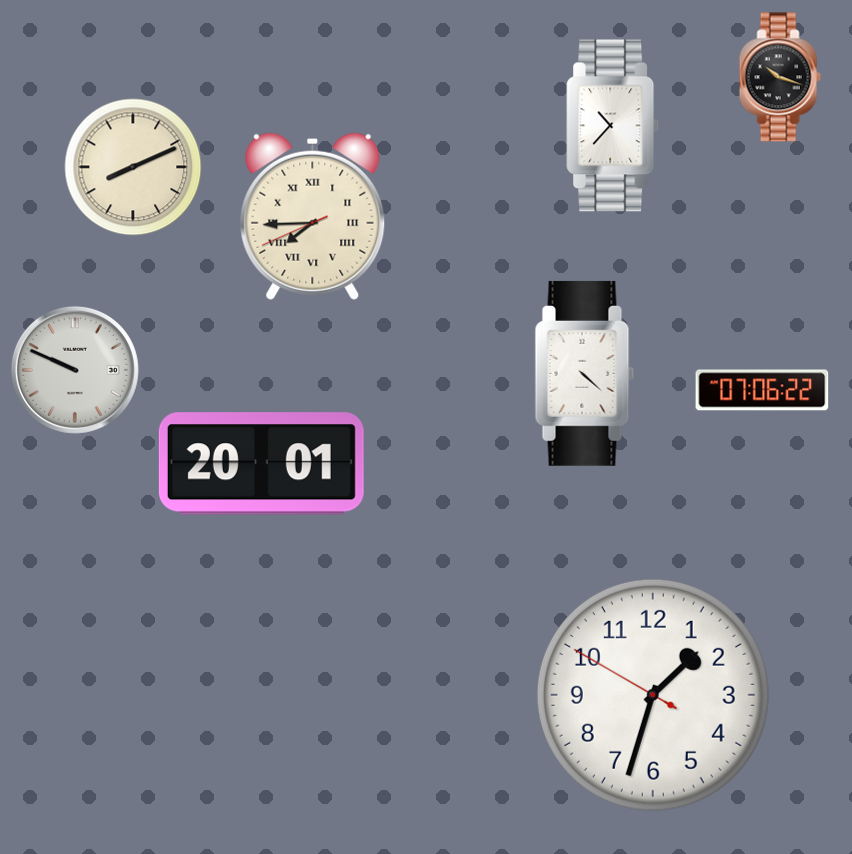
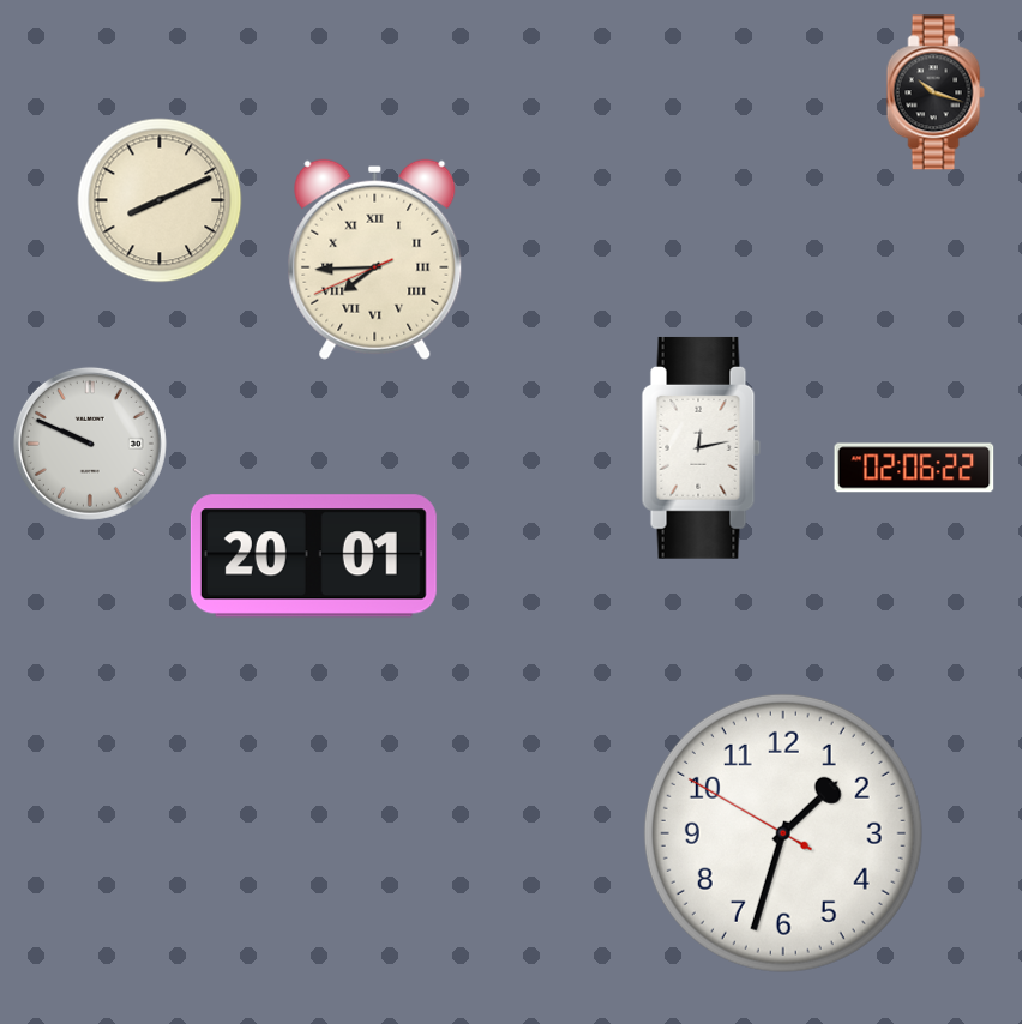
clock at (613, 126): 10:37 -> none
clock at (585, 373): 4:22 -> 12:13
clock at (762, 390): 07:06 -> 02:06
